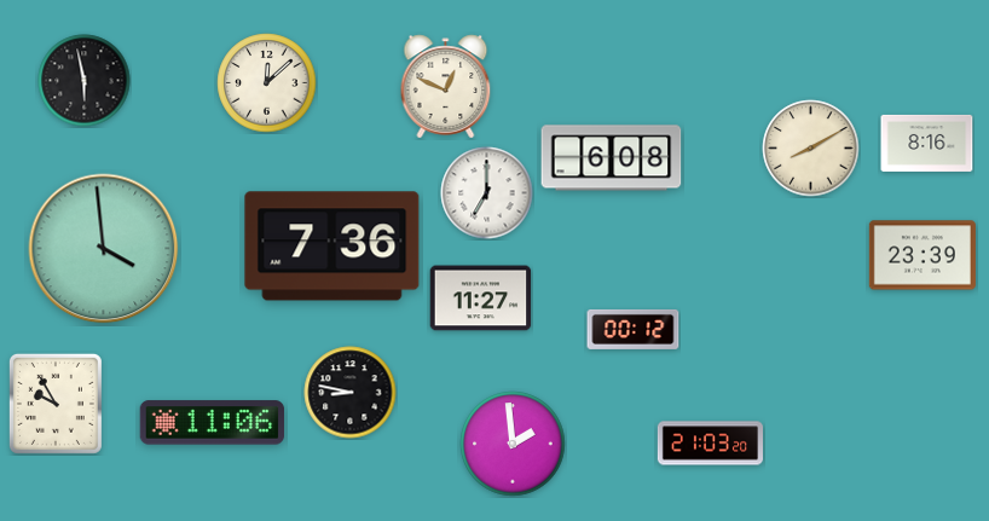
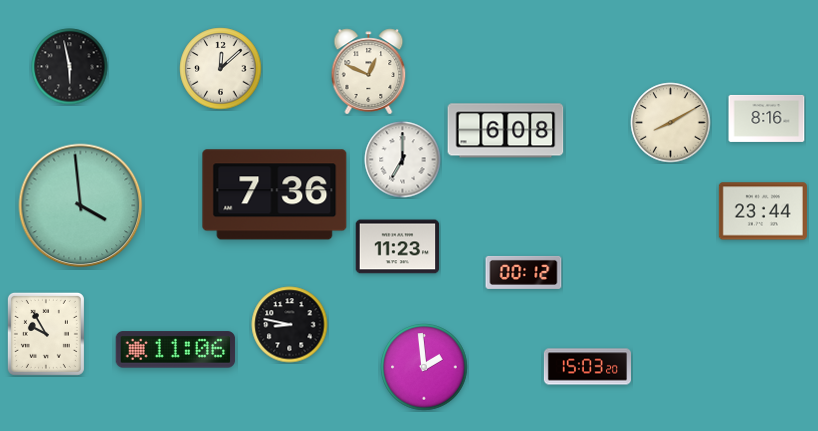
clock at (332, 247) position: (332, 247) -> (275, 195)
clock at (104, 249) position: (104, 249) -> (81, 206)
clock at (923, 255): 23:39 -> 23:44
clock at (481, 299): 11:27 -> 11:23
clock at (710, 444): 21:03 -> 15:03
